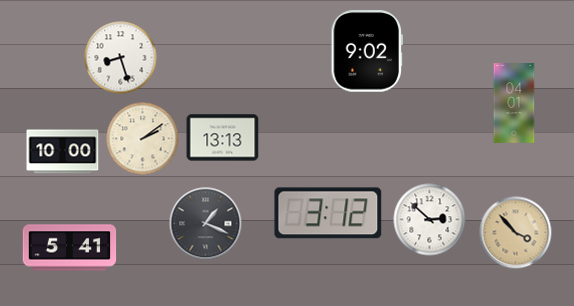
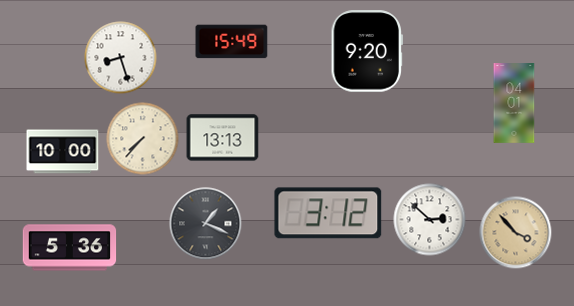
clock at (232, 42): none -> 15:49
clock at (366, 51): 9:02 -> 9:20
clock at (143, 139): 2:09 -> 7:37
clock at (70, 248): 5:41 -> 5:36
